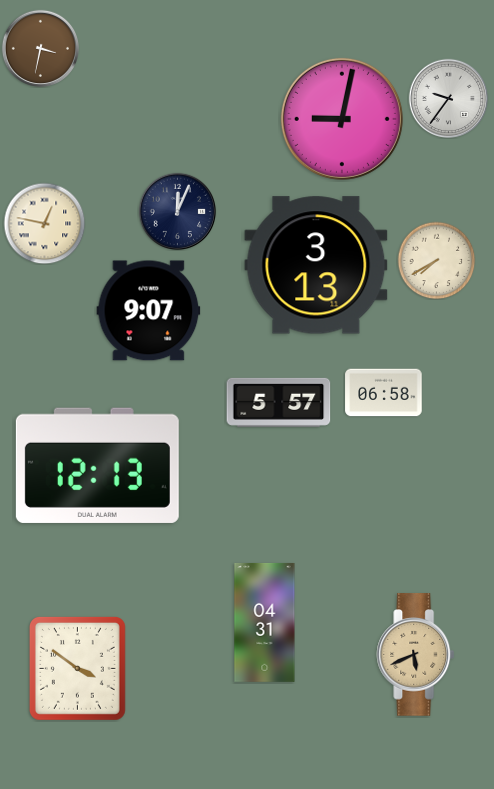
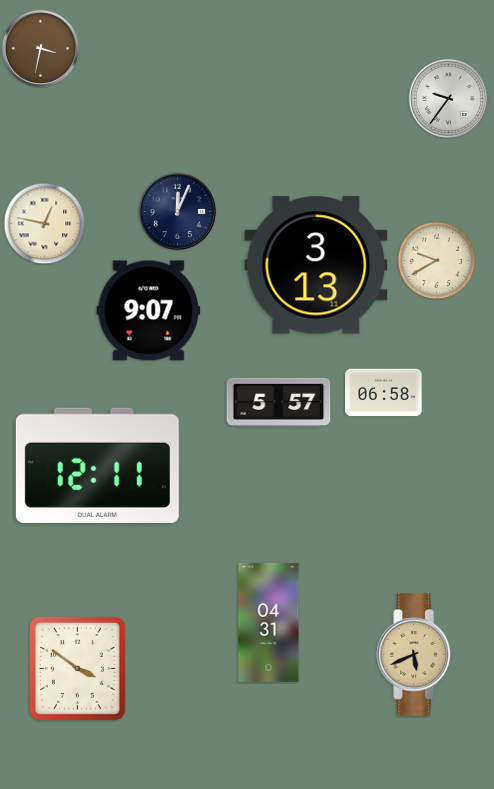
clock at (342, 119): 9:02 -> none
clock at (436, 260): 7:40 -> 9:40
clock at (97, 465): 12:13 -> 12:11
clock at (265, 622) position: (265, 622) -> (269, 622)
